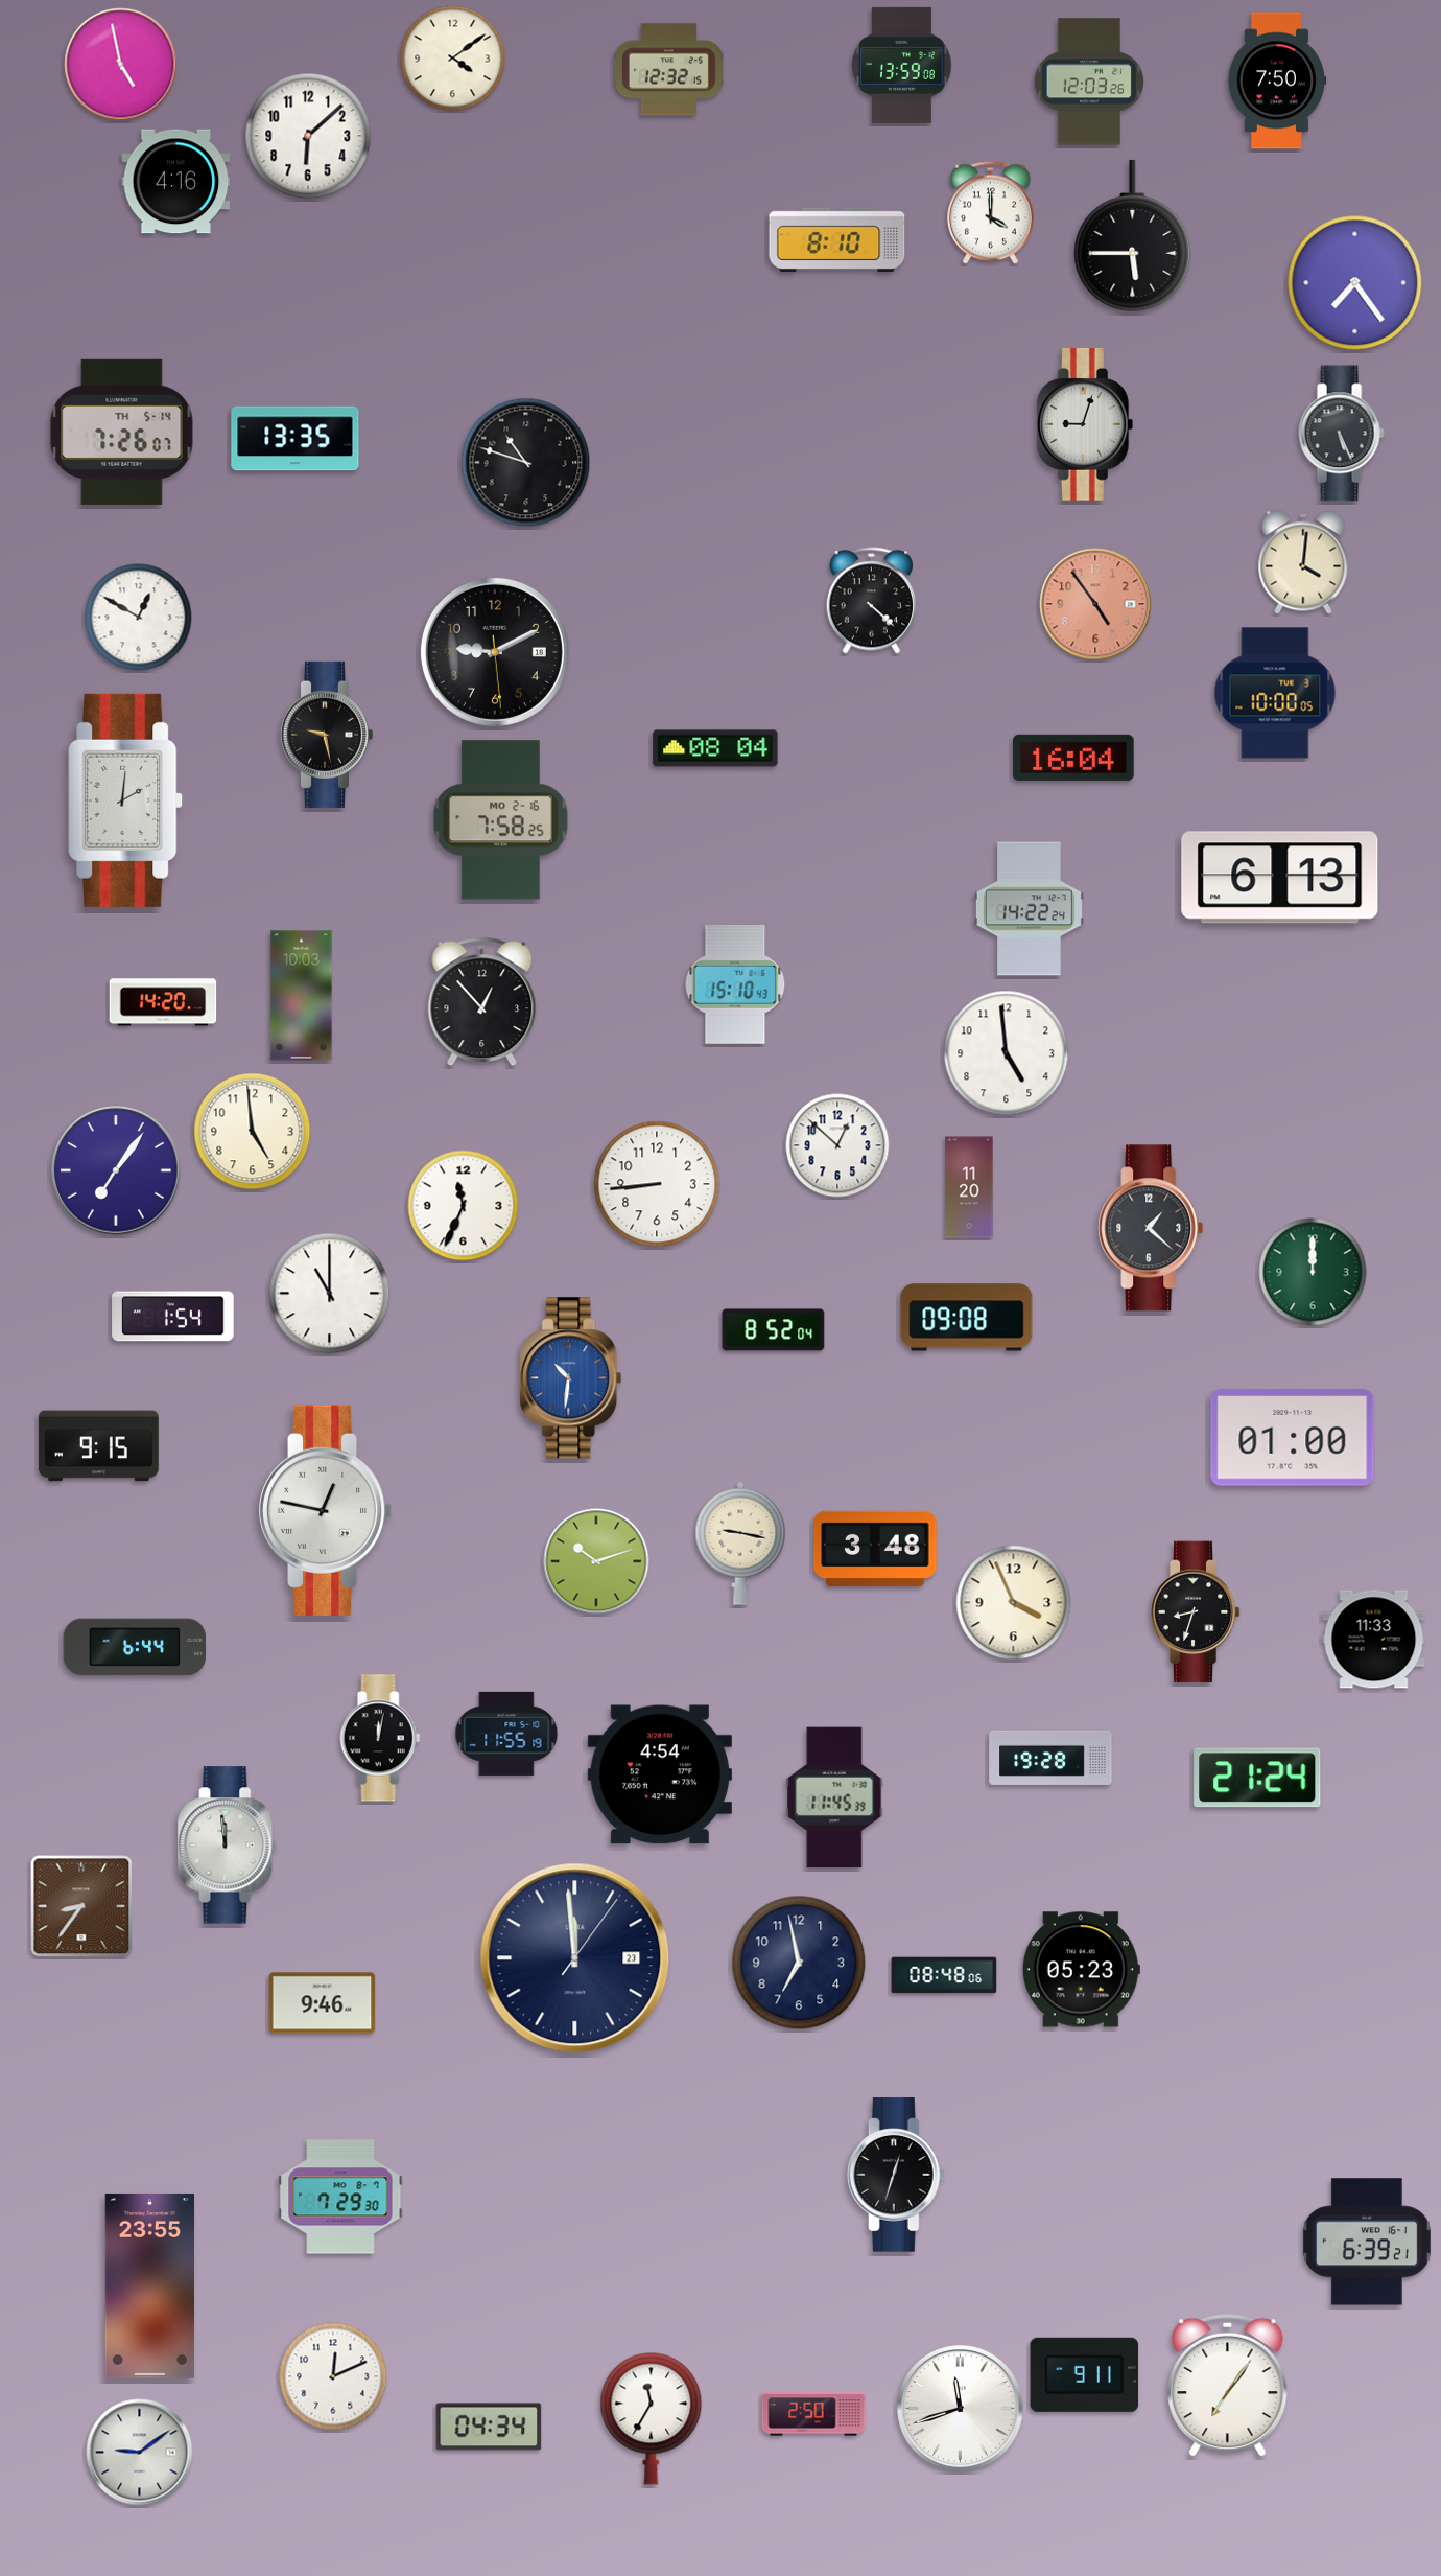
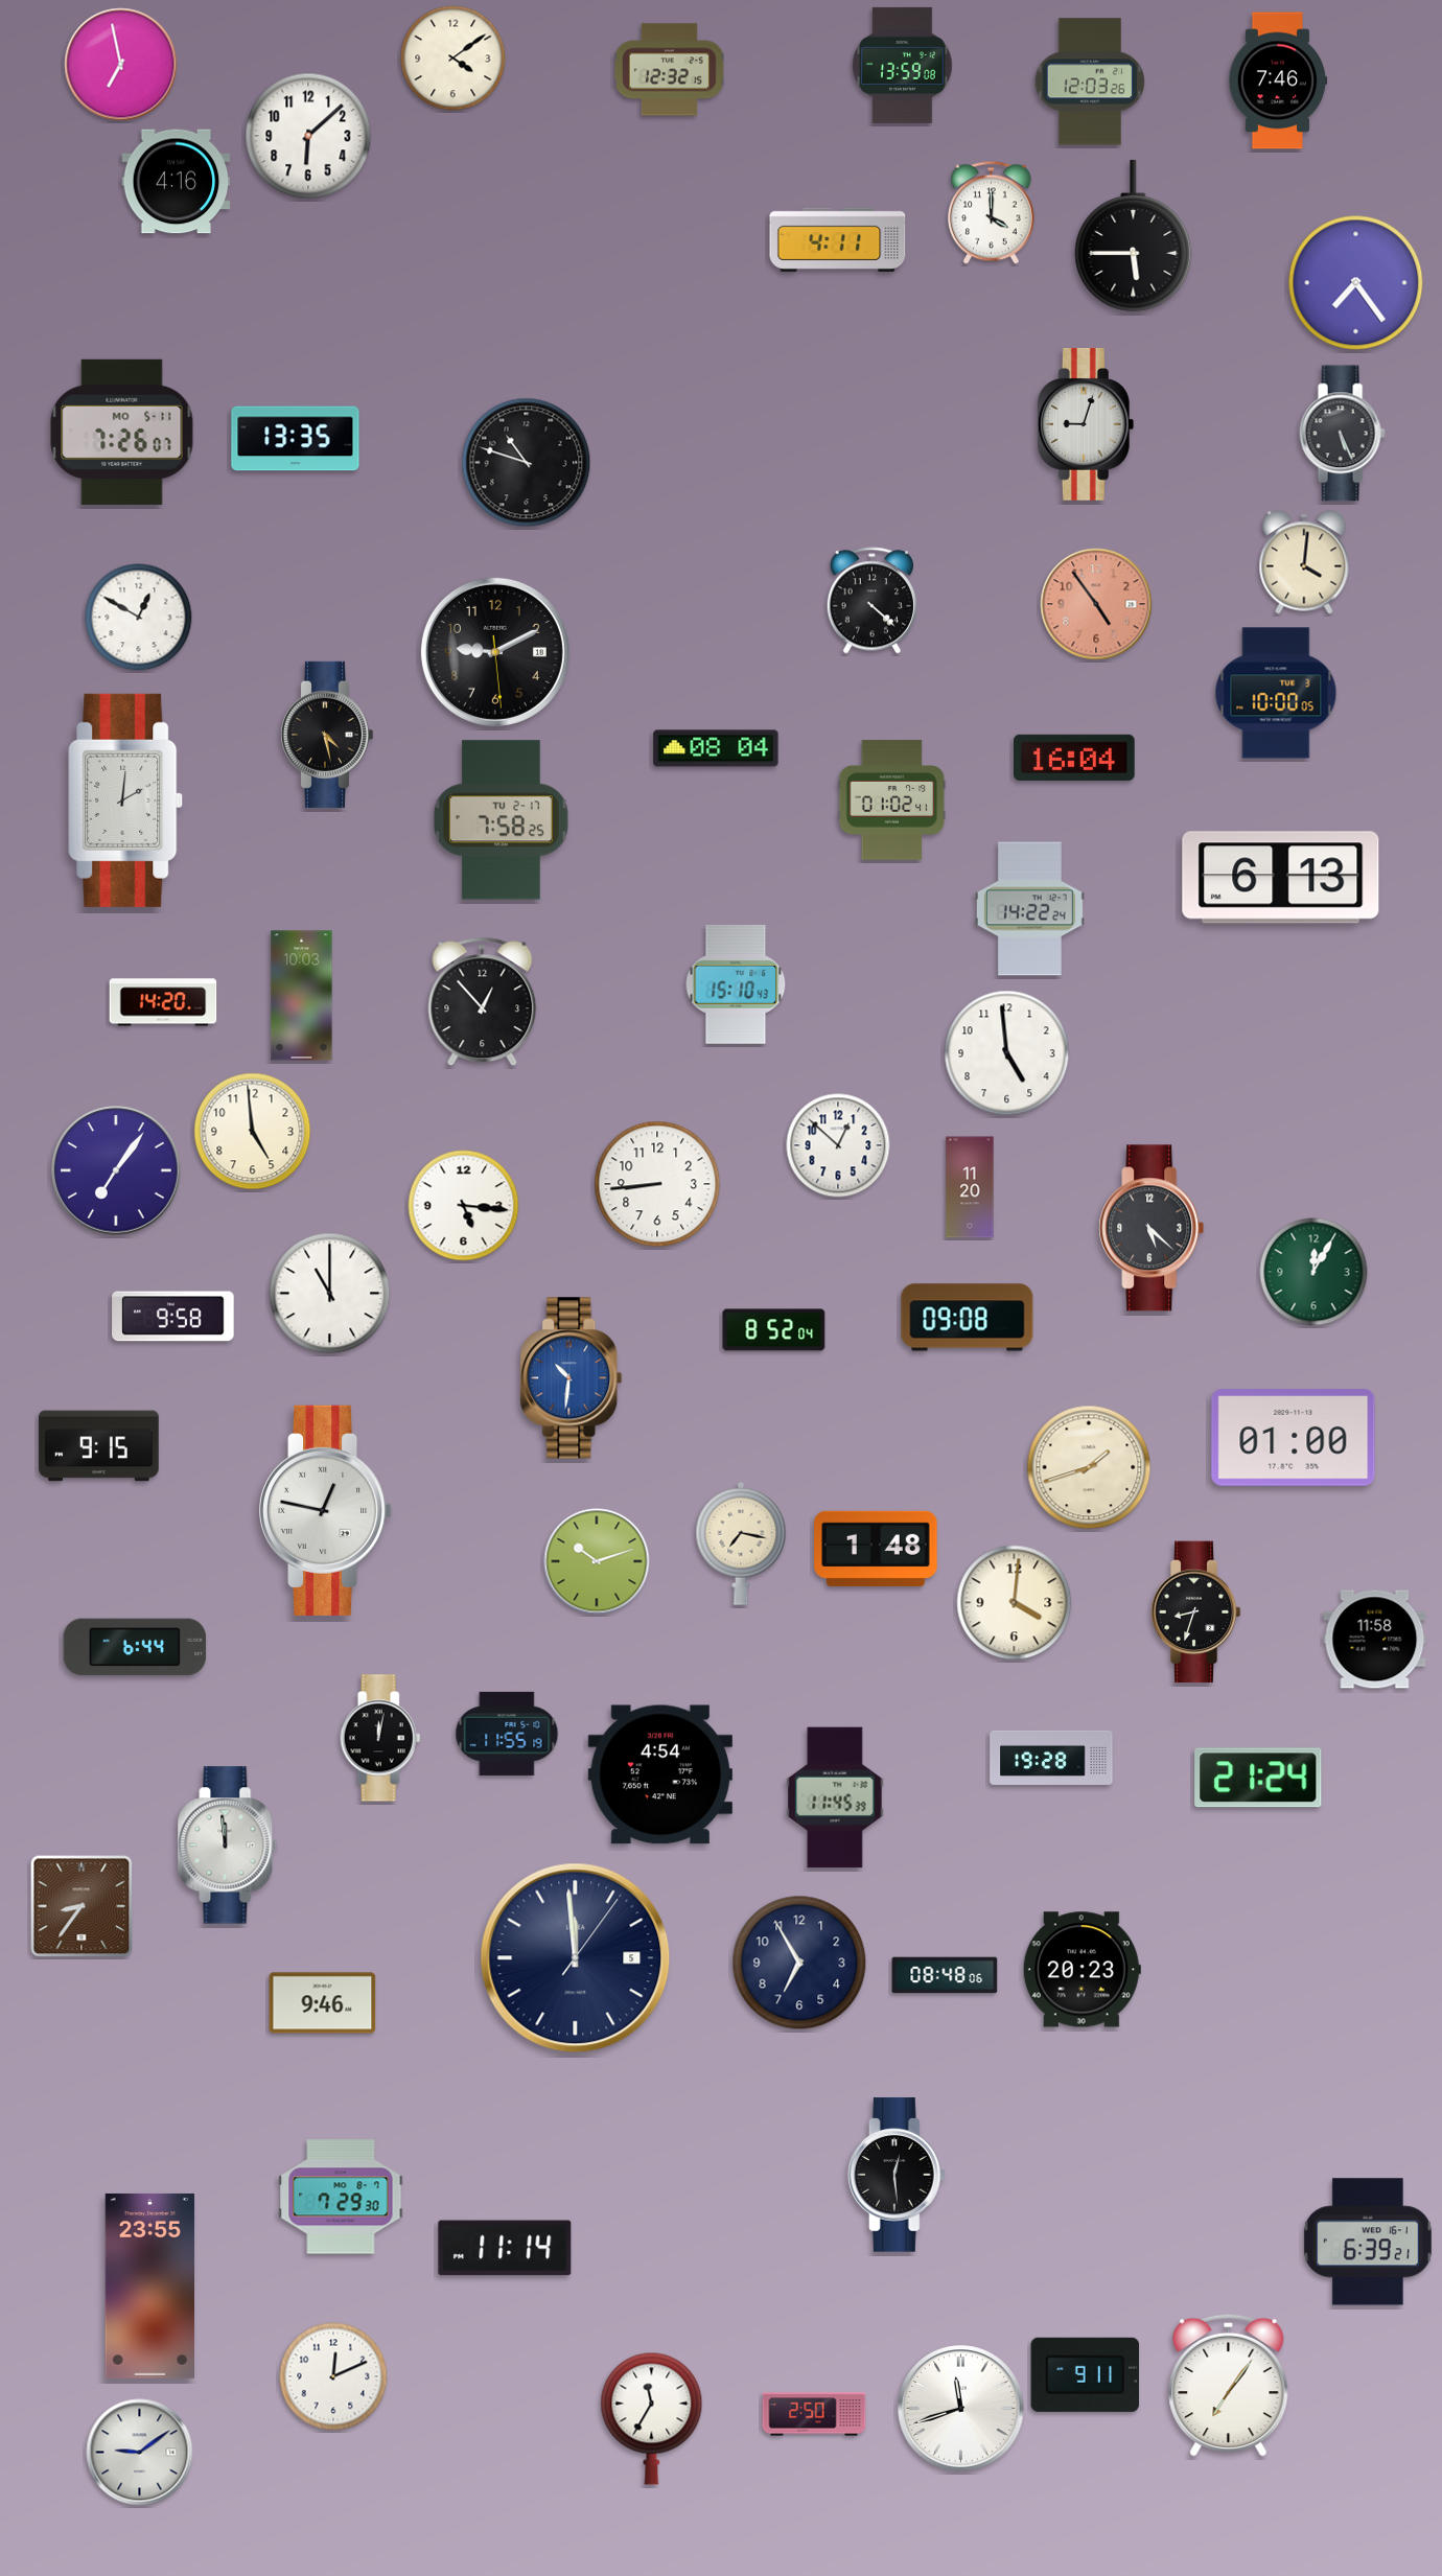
clock at (121, 65): 4:58 -> 6:58
clock at (1277, 80): 7:50 -> 7:46
clock at (837, 239): 8:10 -> 4:11
clock at (122, 432) date: TH 5-14 -> MO 5-11
clock at (326, 735): 9:28 -> 4:28
clock at (892, 800): none -> 01:02
clock at (500, 820) date: MO 2-16 -> TU 2-17
clock at (464, 1206): 11:34 -> 5:16
clock at (1151, 1228): 1:22 -> 5:22
clock at (1313, 1272): 12:00 -> 12:05
clock at (173, 1317): 1:54 -> 9:58
clock at (1089, 1467): none -> 1:42
clock at (740, 1544): 9:17 -> 7:17
clock at (875, 1549): 3:48 -> 1:48
clock at (1014, 1603): 3:56 -> 4:01
clock at (1374, 1640): 11:33 -> 11:58
clock at (575, 1958) date: 23 -> 5
clock at (799, 1963): 6:58 -> 6:55
clock at (1081, 1970): 05:23 -> 20:23
clock at (896, 2175): 12:33 -> 12:29
clock at (505, 2248): none -> 11:14
clock at (489, 2427): 04:34 -> none
